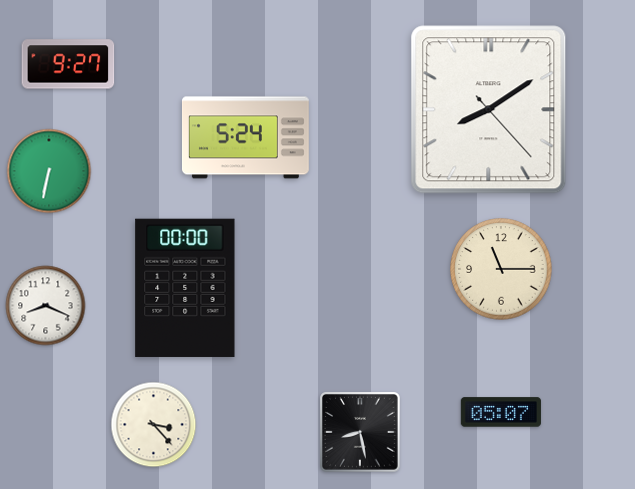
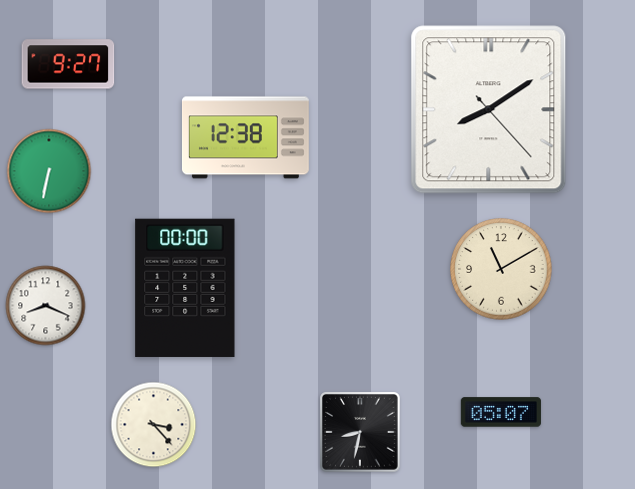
clock at (245, 138): 5:24 -> 12:38
clock at (501, 269): 11:15 -> 11:10
clock at (361, 433): 8:28 -> 8:32
